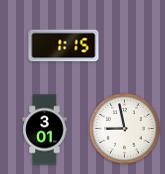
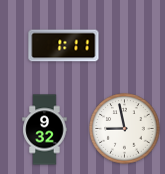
clock at (64, 46): 1:15 -> 1:11
clock at (45, 130): 3:01 -> 9:32
